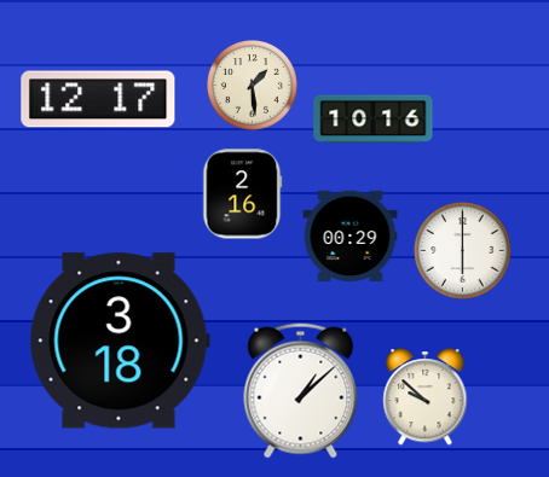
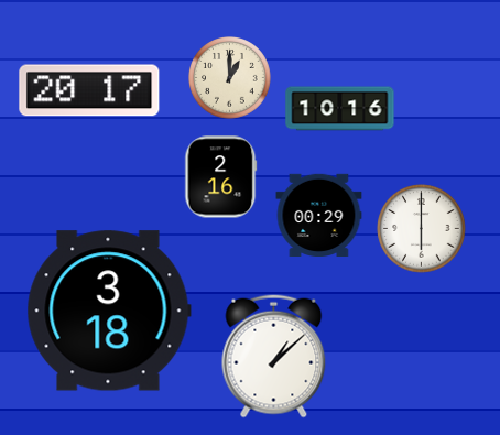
clock at (253, 86): 1:29 -> 1:00
clock at (98, 99): 12:17 -> 20:17
clock at (426, 397): 9:52 -> none
